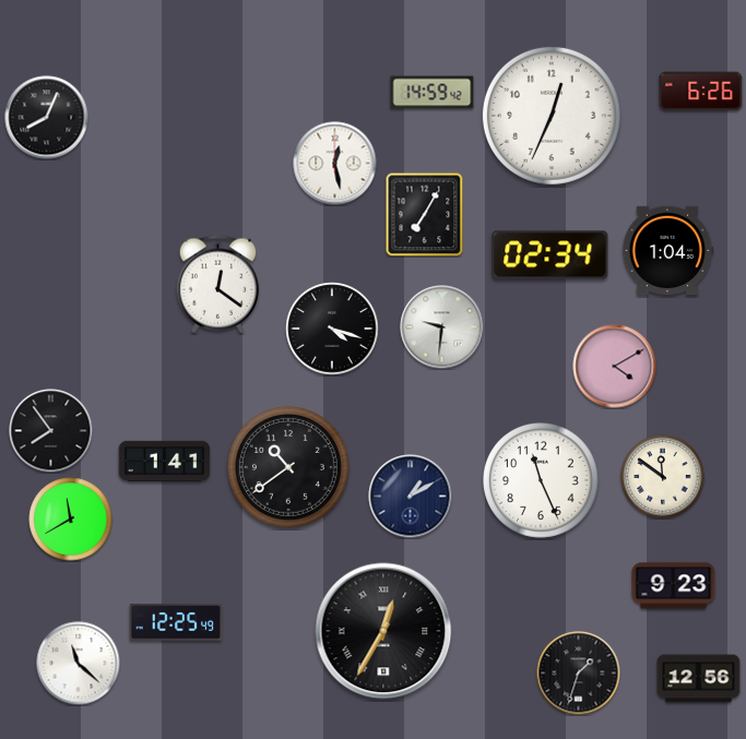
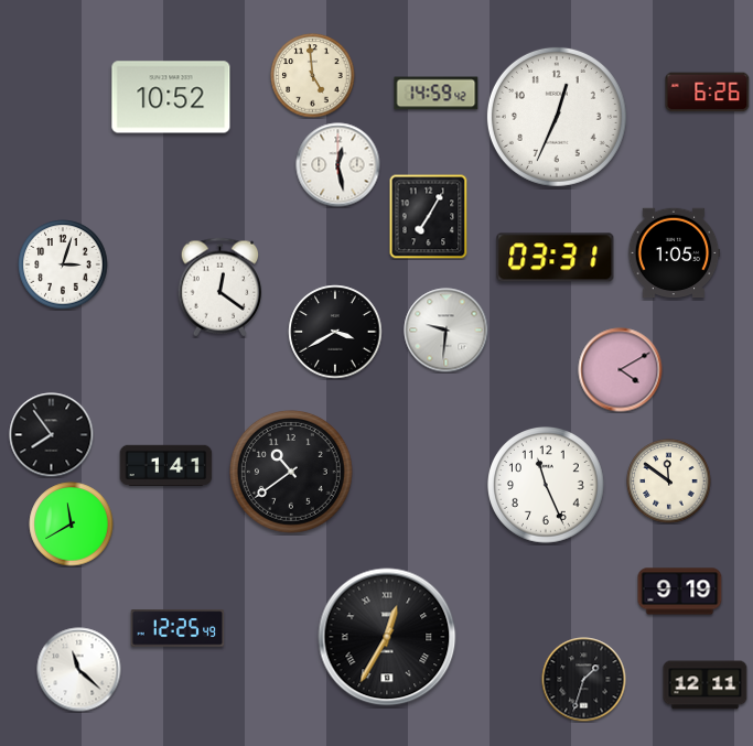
clock at (313, 76): none -> 4:59
clock at (171, 97): none -> 10:52
clock at (47, 118): 8:04 -> none
clock at (667, 251): 1:04 -> 1:05
clock at (550, 255): 02:34 -> 03:31
clock at (63, 264): none -> 3:03
clock at (332, 329): 4:18 -> 3:40
clock at (411, 497): 1:10 -> none
clock at (674, 586): 9:23 -> 9:19
clock at (699, 679): 12:56 -> 12:11
